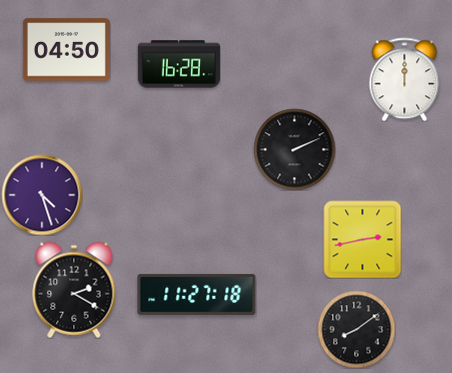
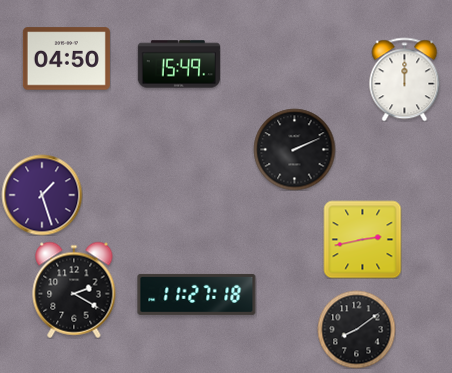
clock at (66, 50) position: (66, 50) -> (66, 59)
clock at (179, 64): 16:28 -> 15:49
clock at (42, 195): 4:27 -> 1:27
